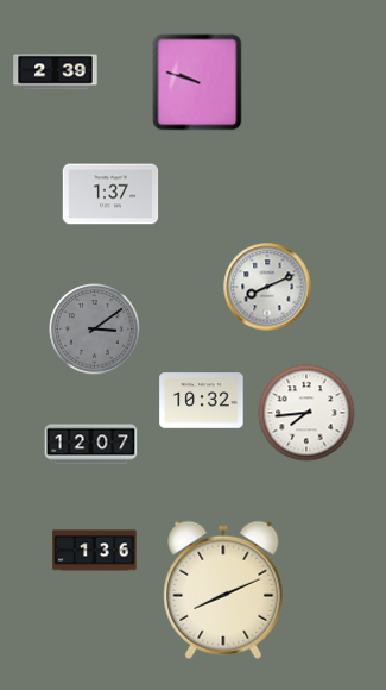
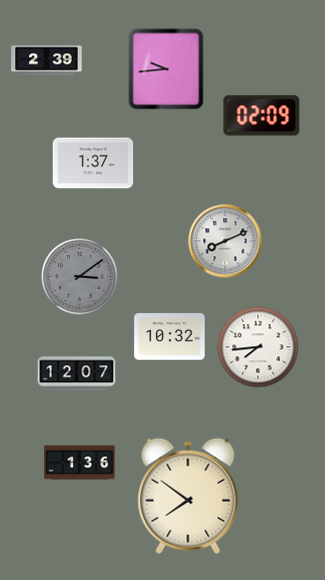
clock at (197, 82): 9:48 -> 9:44
clock at (262, 116): none -> 02:09
clock at (223, 590): 8:11 -> 7:51
